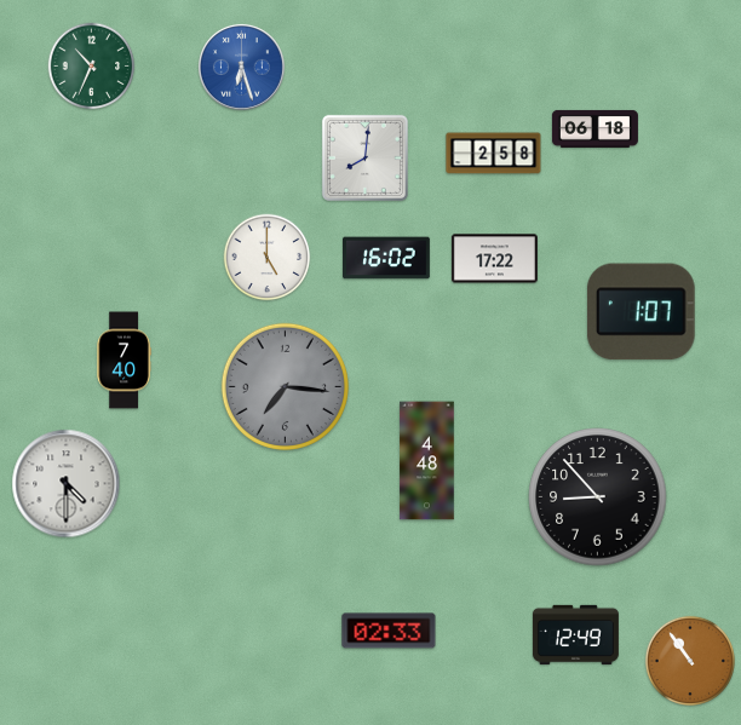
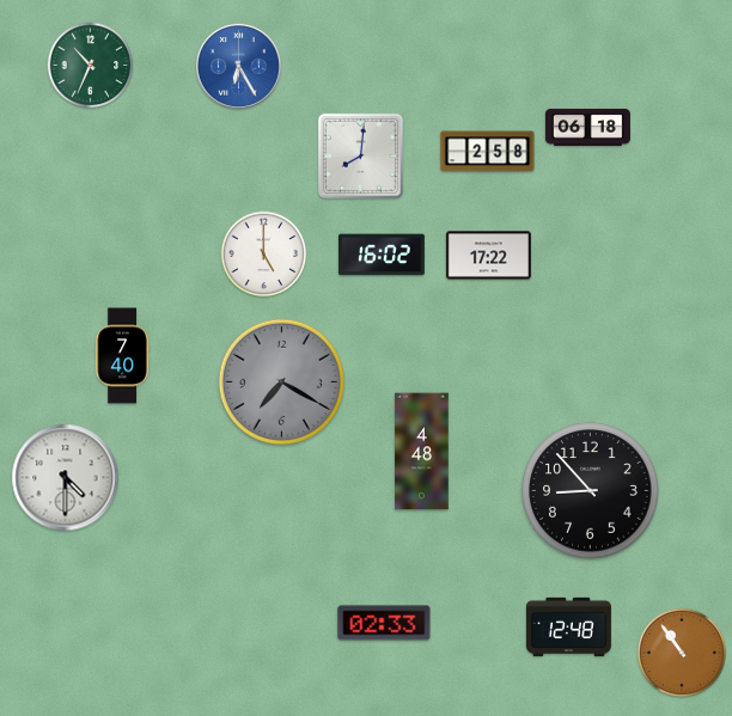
clock at (241, 67): 6:27 -> 6:25
clock at (641, 312): 1:07 -> none
clock at (285, 386): 7:16 -> 7:20
clock at (427, 461) position: (427, 461) -> (422, 452)
clock at (575, 634): 12:49 -> 12:48
